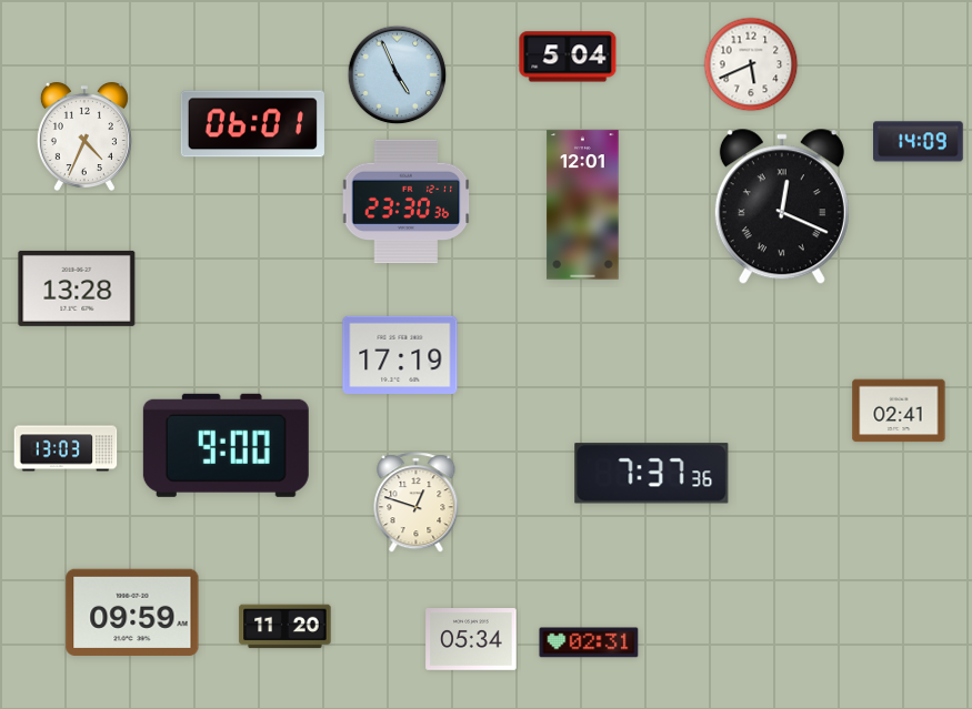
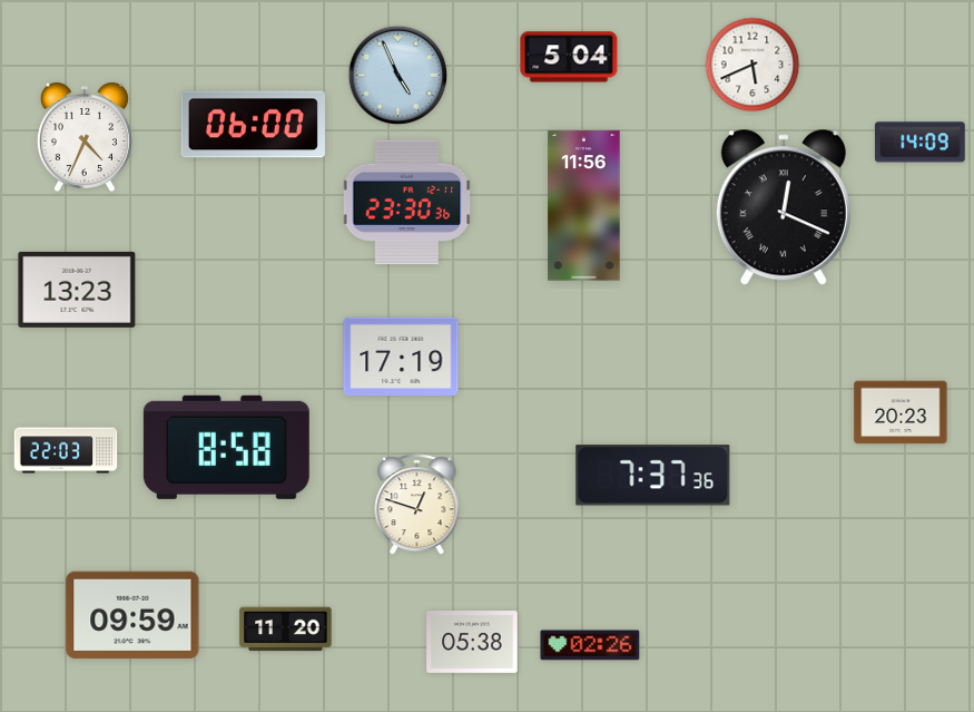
clock at (252, 124): 06:01 -> 06:00
clock at (583, 205): 12:01 -> 11:56
clock at (77, 288): 13:28 -> 13:23
clock at (899, 411): 02:41 -> 20:23
clock at (226, 445): 9:00 -> 8:58
clock at (66, 448): 13:03 -> 22:03
clock at (471, 640): 05:34 -> 05:38
clock at (589, 642): 02:31 -> 02:26
